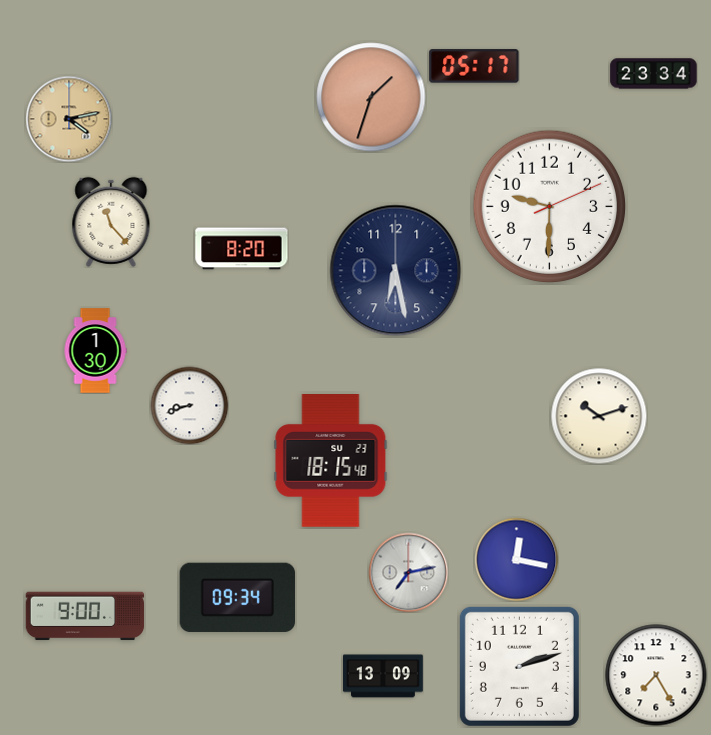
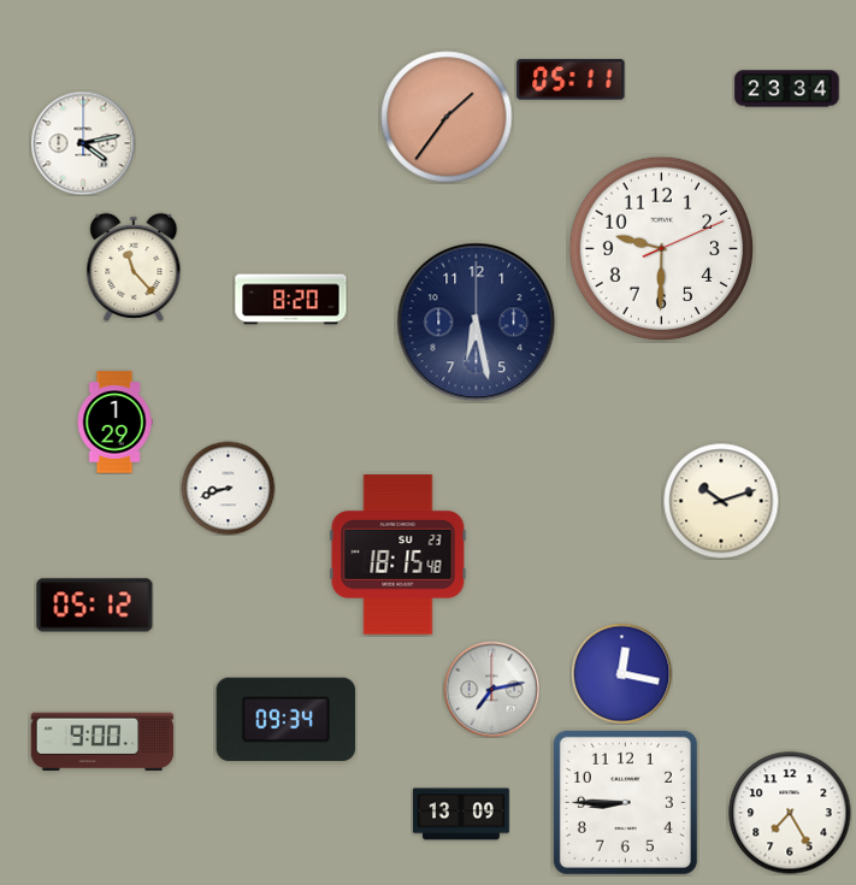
clock at (474, 66): 05:17 -> 05:11
clock at (371, 97): 1:33 -> 1:36
clock at (69, 119) dial: champagne -> white
clock at (396, 271) position: (396, 271) -> (477, 323)
clock at (95, 351): 1:30 -> 1:29
clock at (95, 606): none -> 05:12
clock at (519, 666): 2:12 -> 8:45
